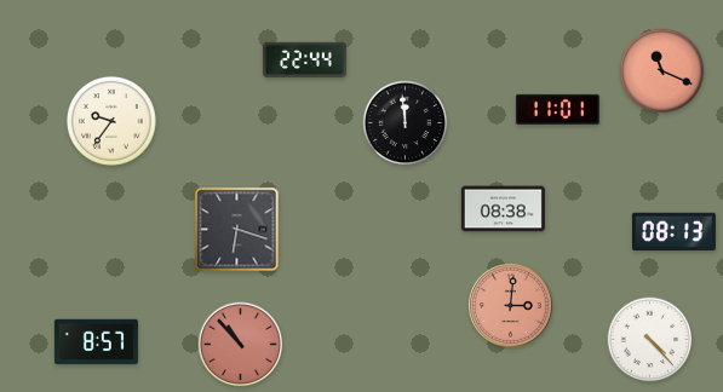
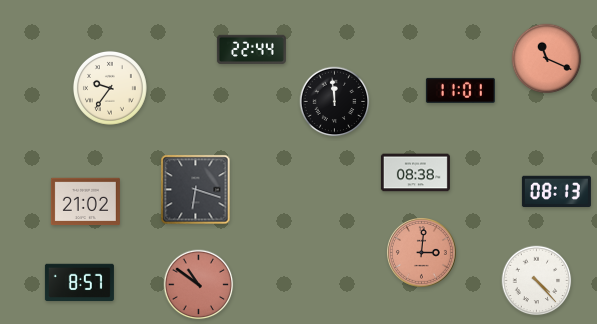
clock at (111, 121) position: (111, 121) -> (110, 88)
clock at (85, 202): none -> 21:02
clock at (241, 345): 10:53 -> 10:51
